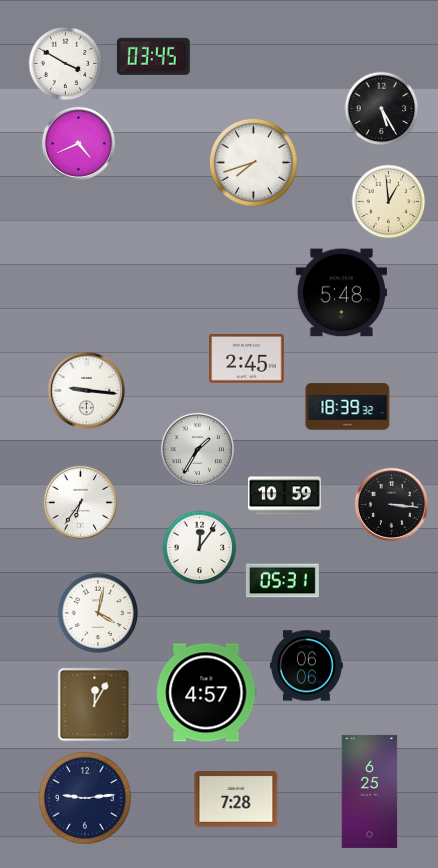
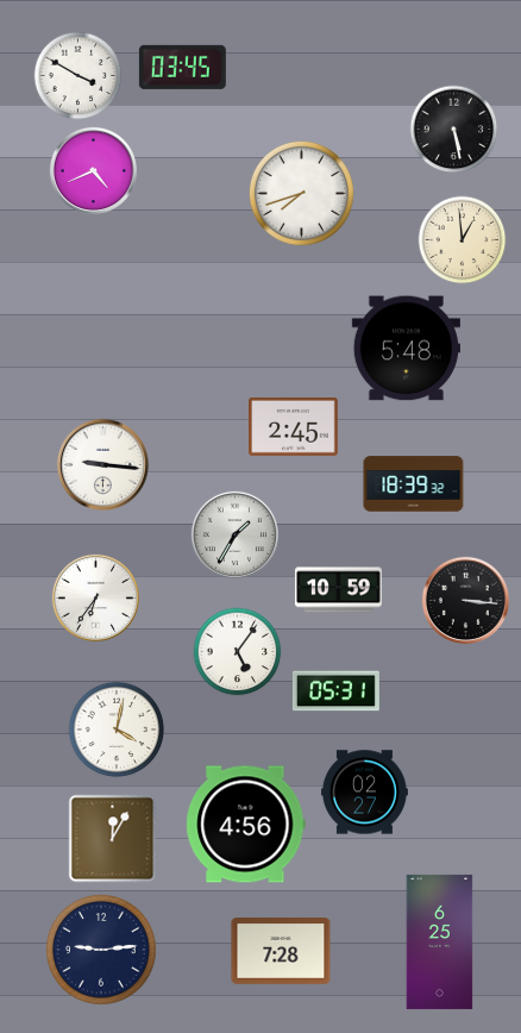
clock at (382, 109): 5:25 -> 5:28
clock at (200, 548): 12:06 -> 5:06
clock at (306, 666): 06:06 -> 02:27
clock at (207, 693): 4:57 -> 4:56
